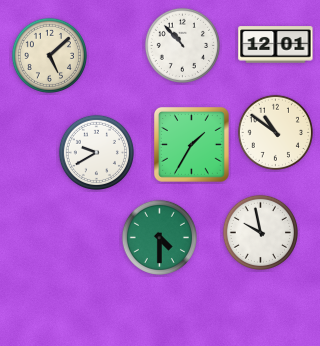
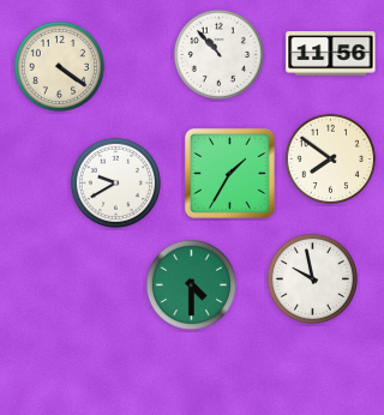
clock at (276, 45): 12:01 -> 11:56
clock at (49, 55): 5:08 -> 4:21
clock at (275, 132): 10:51 -> 7:51
